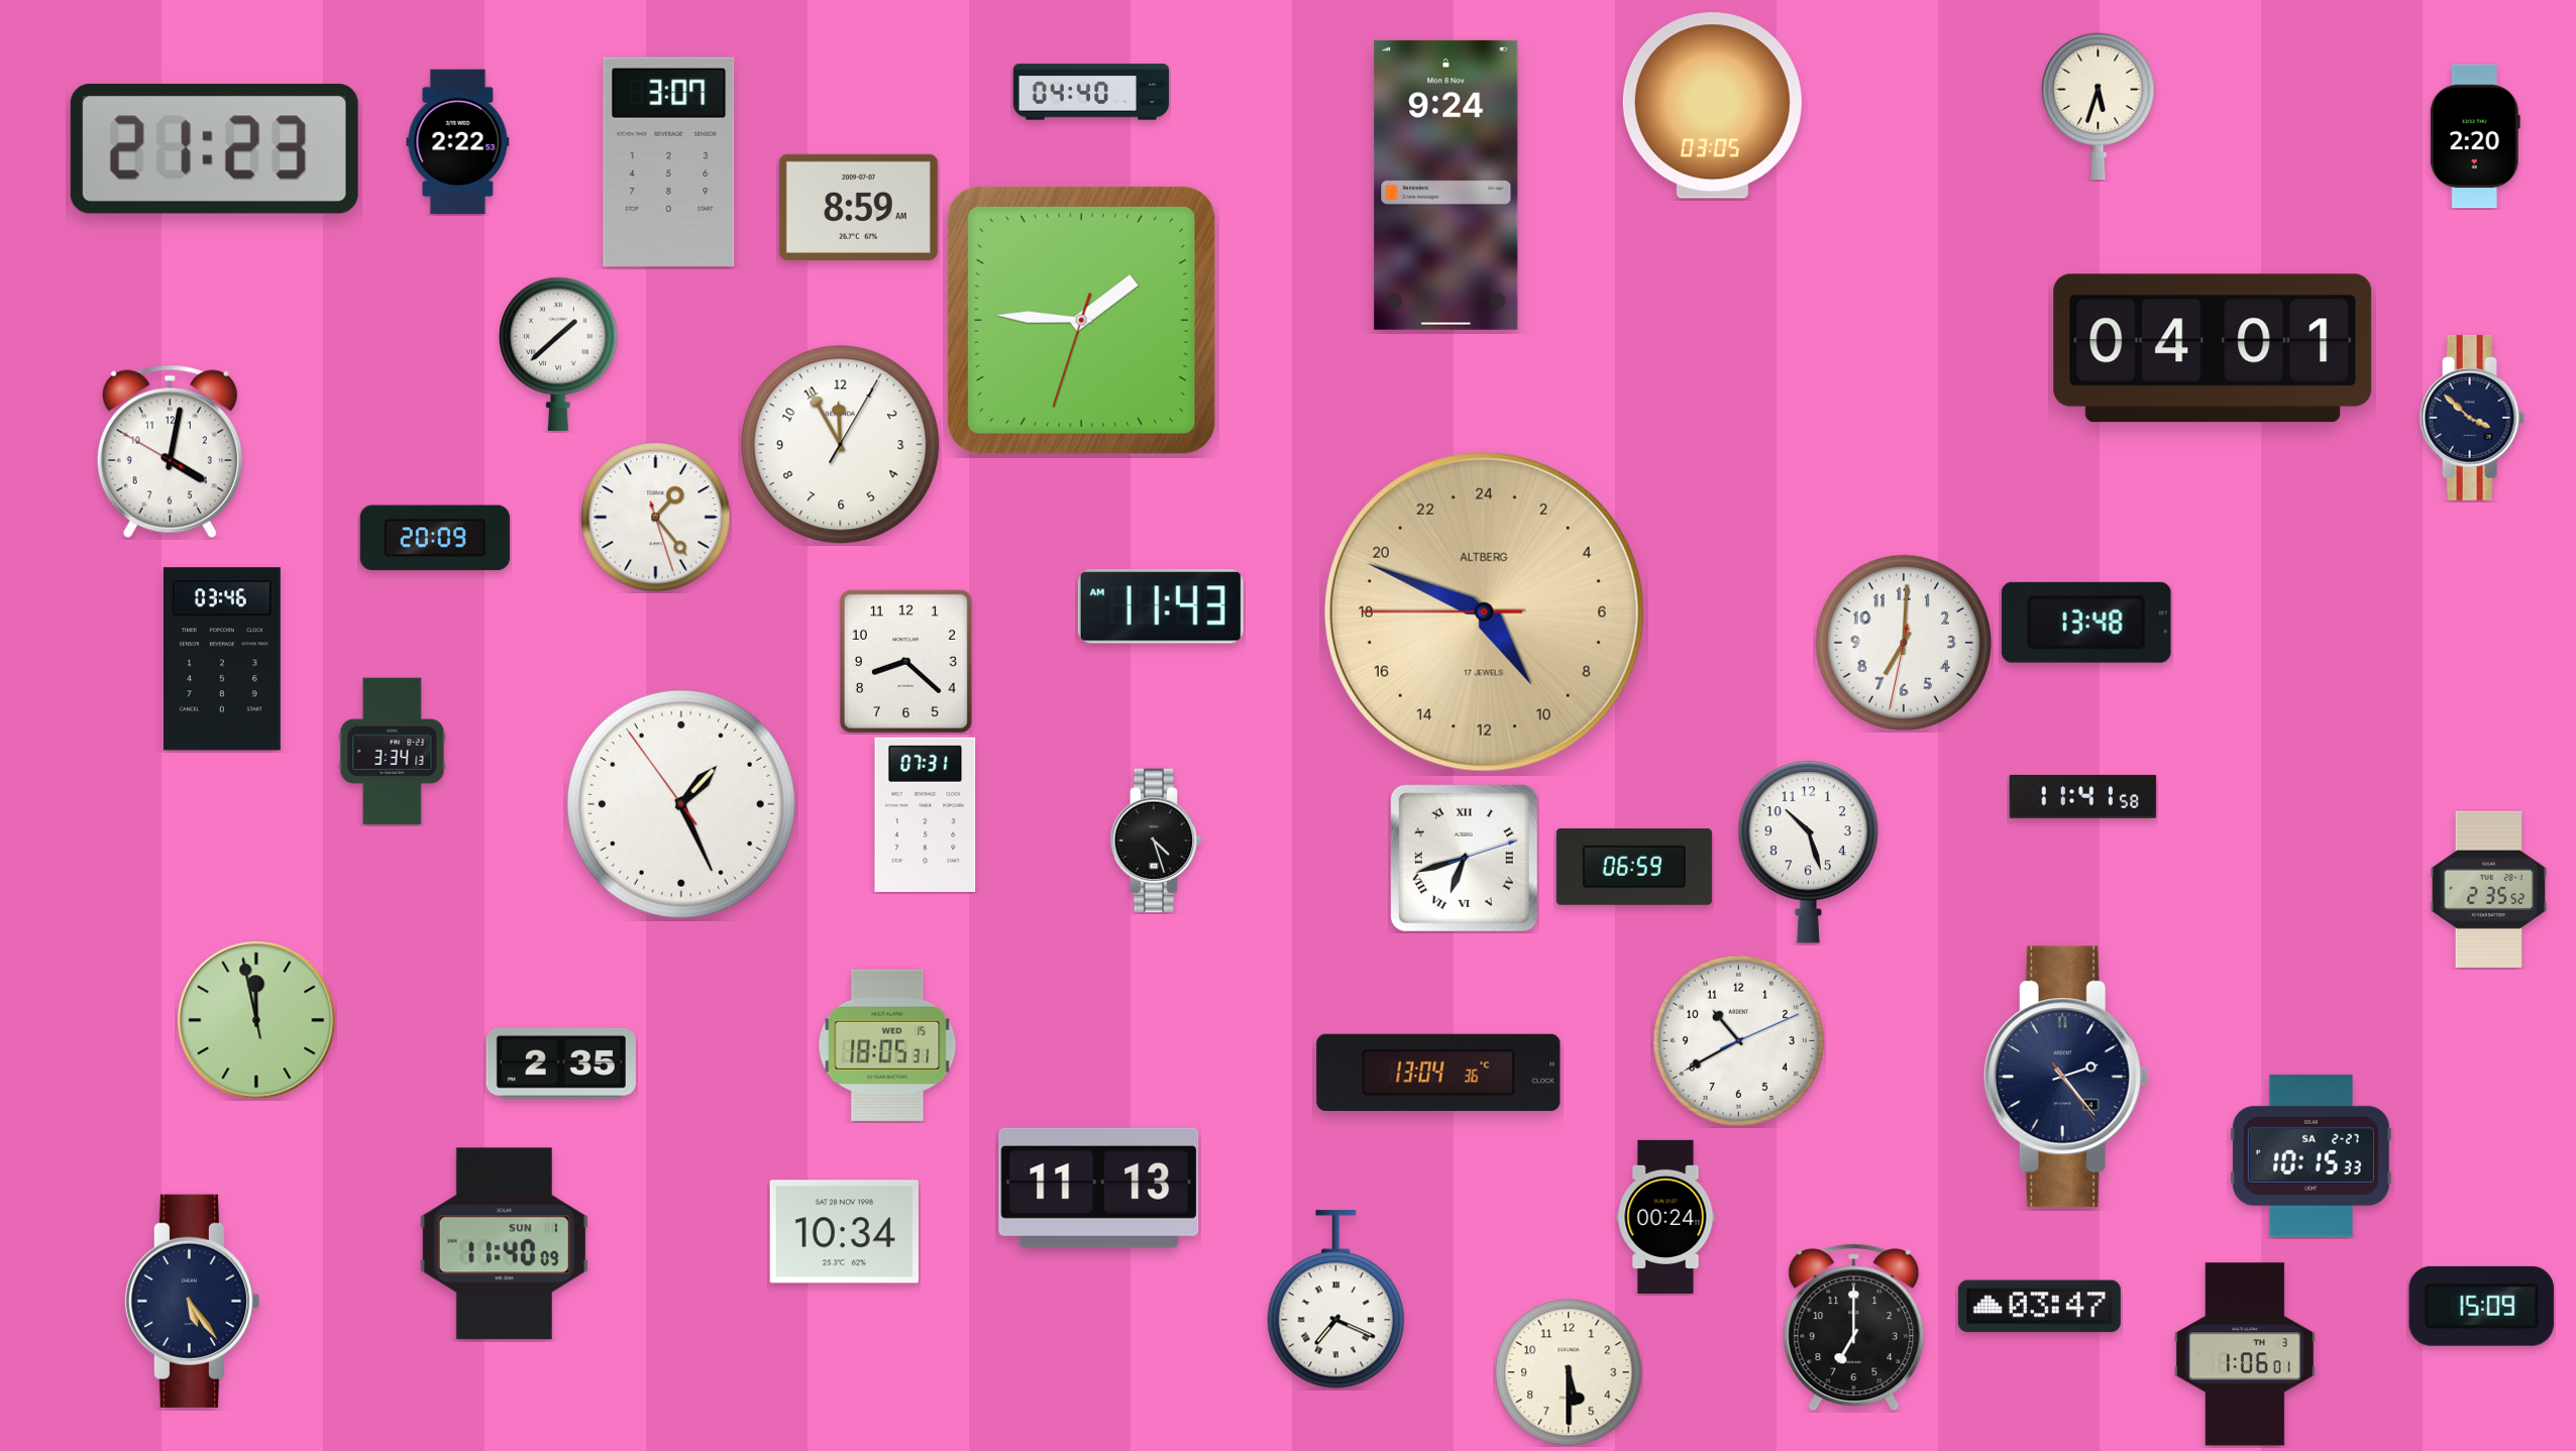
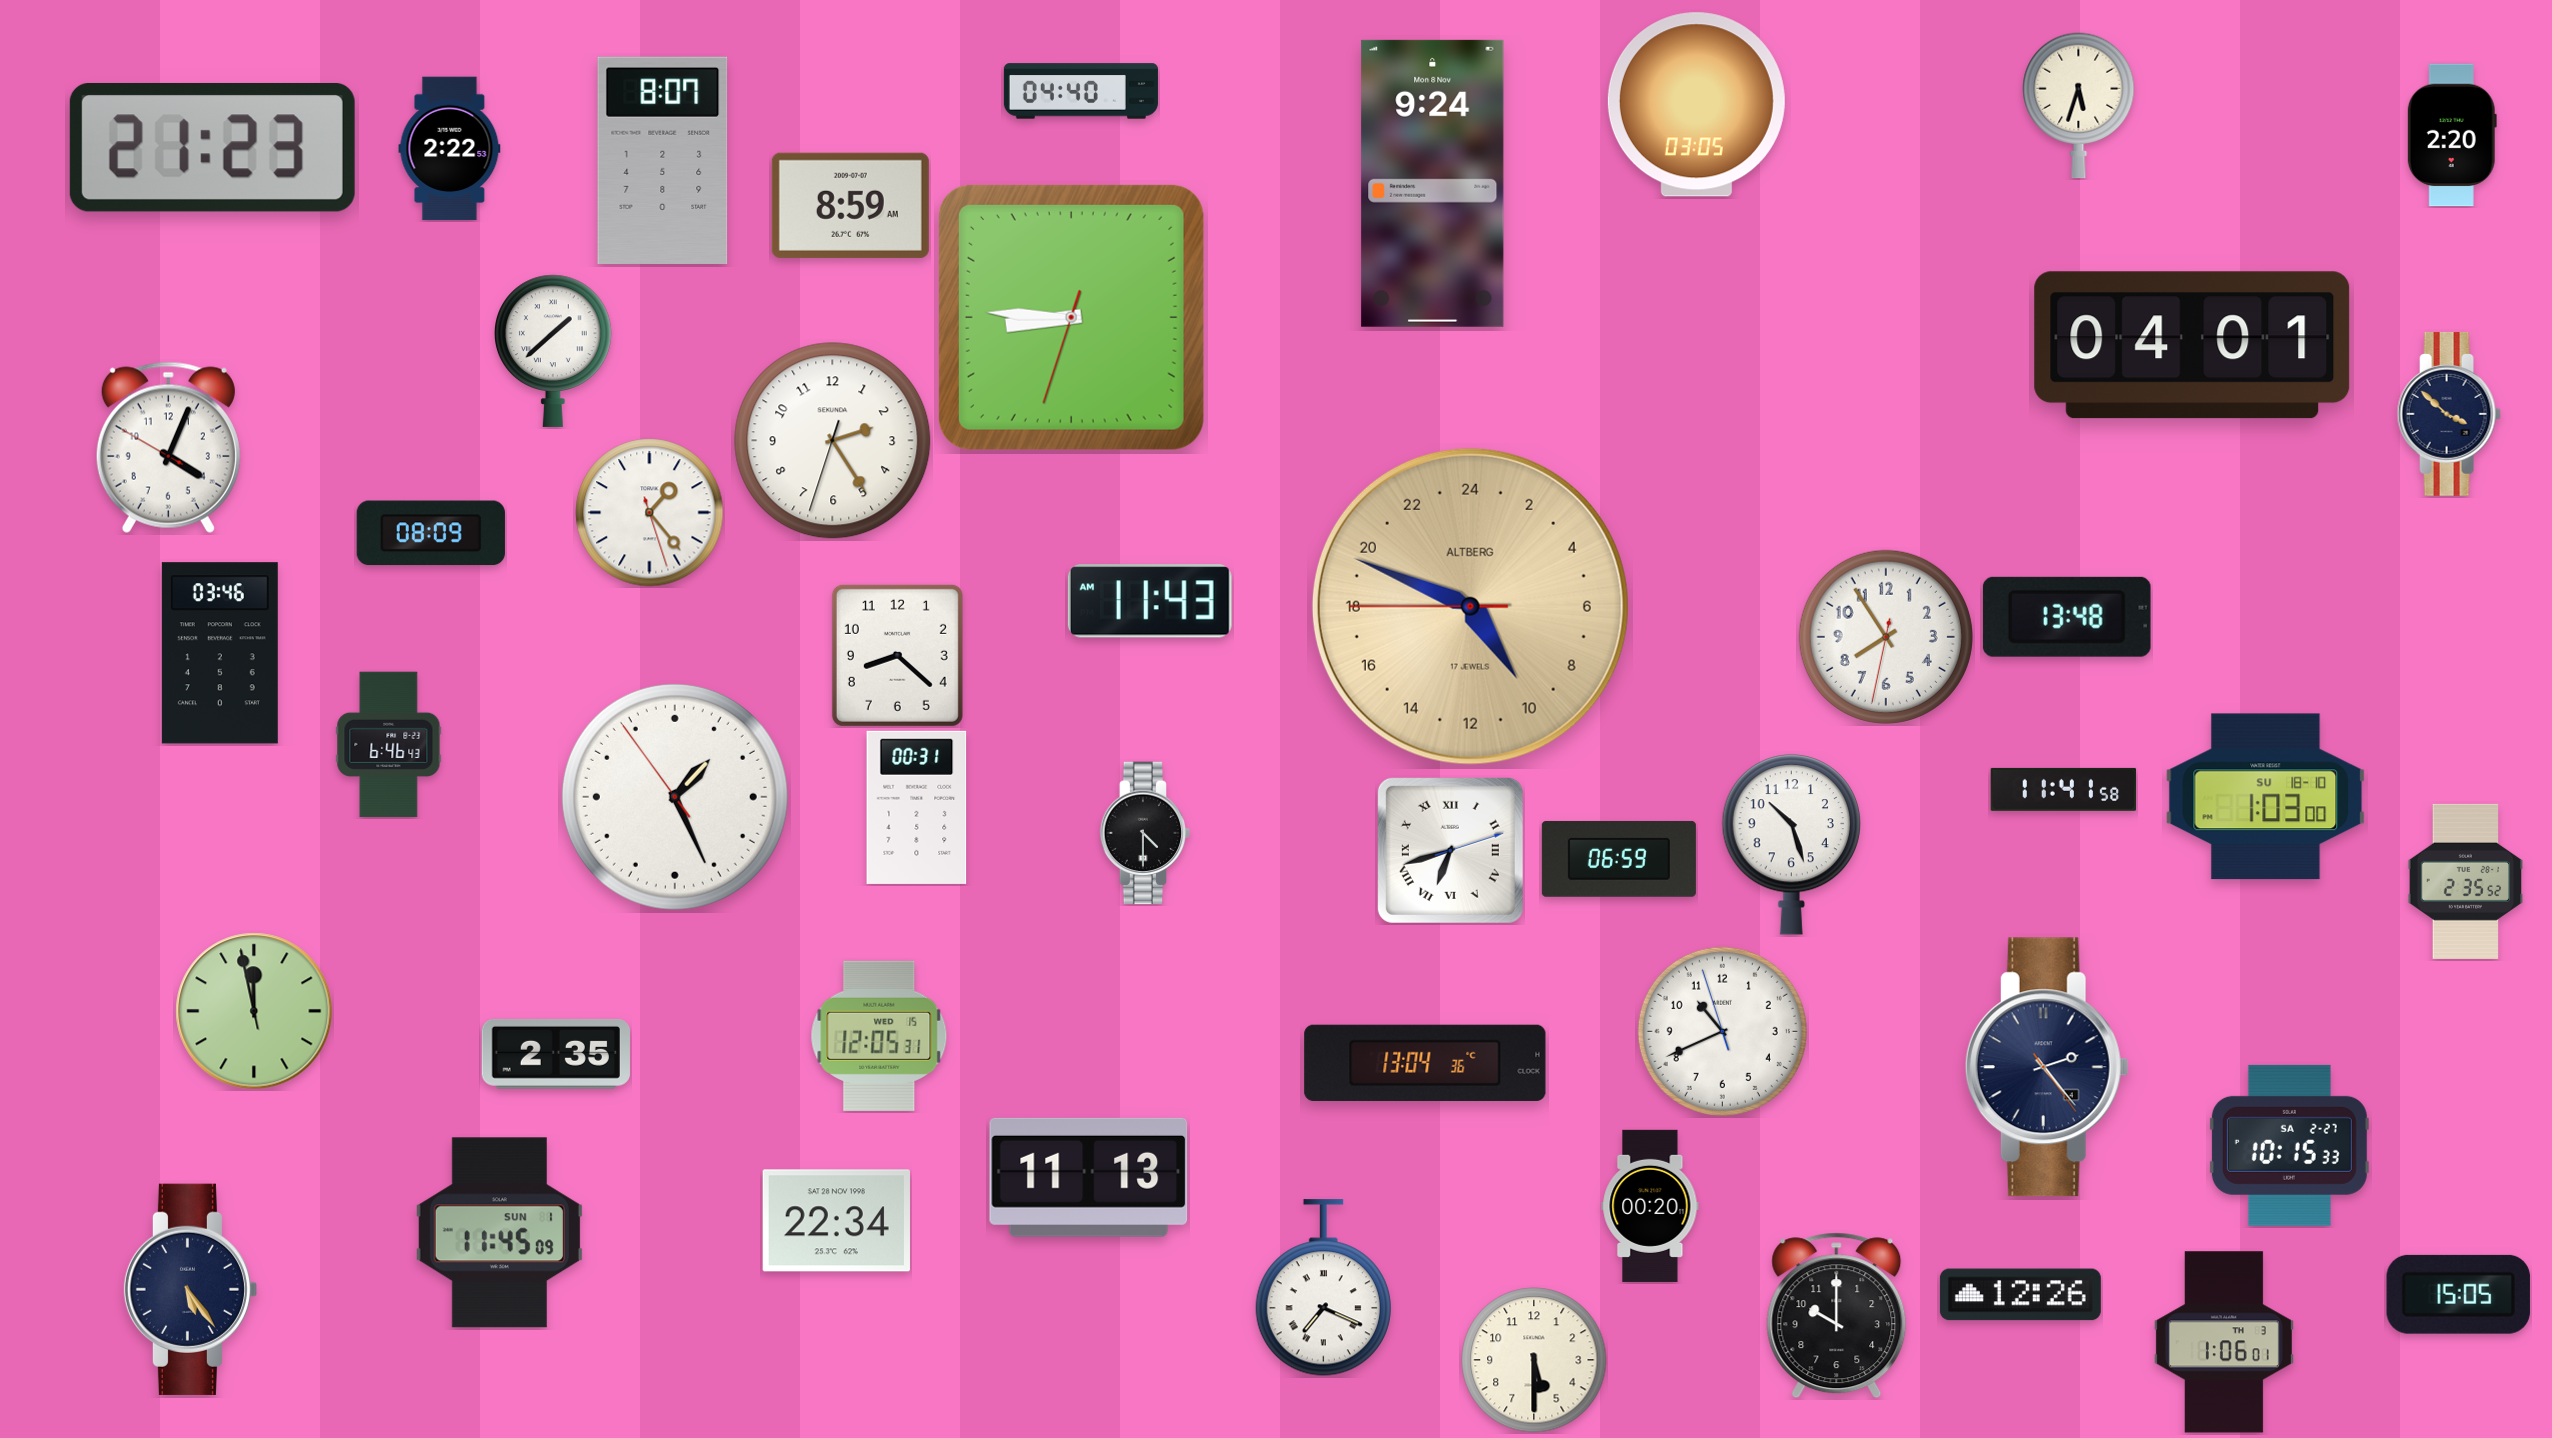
clock at (458, 142) position: (458, 142) -> (450, 149)
clock at (669, 161): 3:07 -> 8:07
clock at (1081, 320): 1:45 -> 8:45
clock at (841, 445): 11:55 -> 2:24
clock at (170, 451): 4:01 -> 4:03
clock at (435, 538): 20:09 -> 08:09
clock at (1904, 643): 7:00 -> 7:54
clock at (393, 752): 3:34 -> 6:46
clock at (2266, 797): none -> 1:03
clock at (926, 814): 07:31 -> 00:31
clock at (1156, 841): 4:27 -> 4:30
clock at (1738, 1040): 10:40:11 -> 10:40:57
clock at (887, 1045): 18:05 -> 12:05
clock at (1666, 1217): 00:24 -> 00:20
clock at (844, 1232): 10:34 -> 22:34
clock at (504, 1244): 11:40 -> 11:45
clock at (2481, 1306): 15:09 -> 15:05
clock at (2039, 1307): 03:47 -> 12:26
clock at (1854, 1328): 7:00 -> 10:00
clock at (1569, 1372) position: (1569, 1372) -> (1534, 1360)
